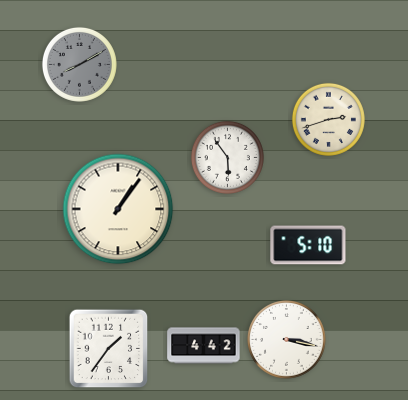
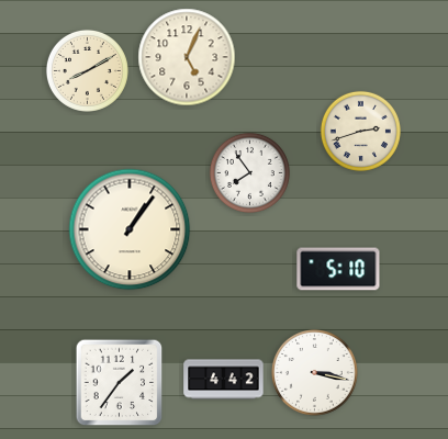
clock at (187, 57): none -> 5:04
clock at (79, 64) dial: grey -> cream
clock at (227, 157): 5:54 -> 7:54
